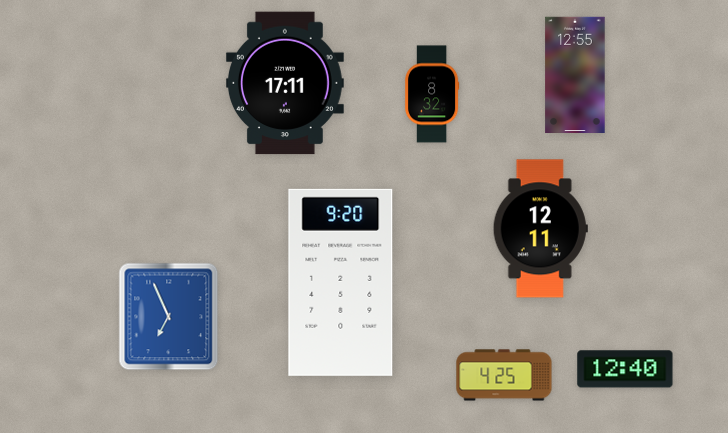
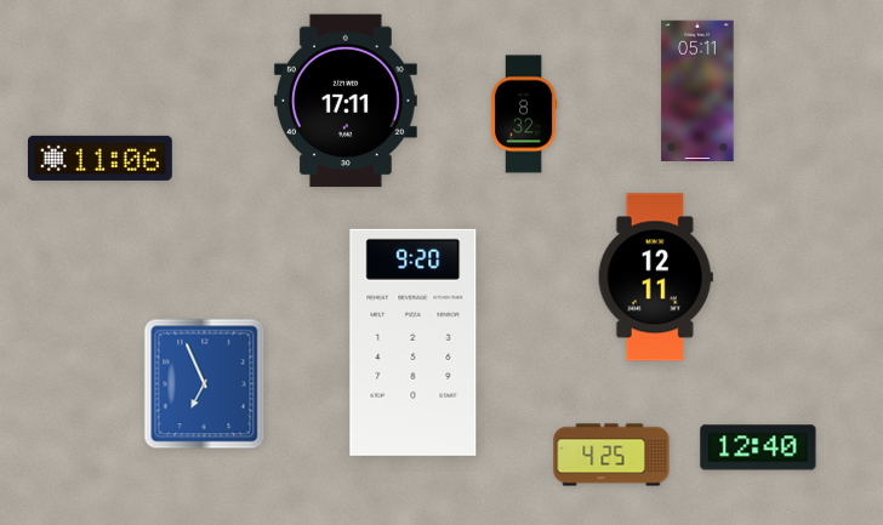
clock at (575, 74): 12:55 -> 05:11
clock at (99, 158): none -> 11:06
